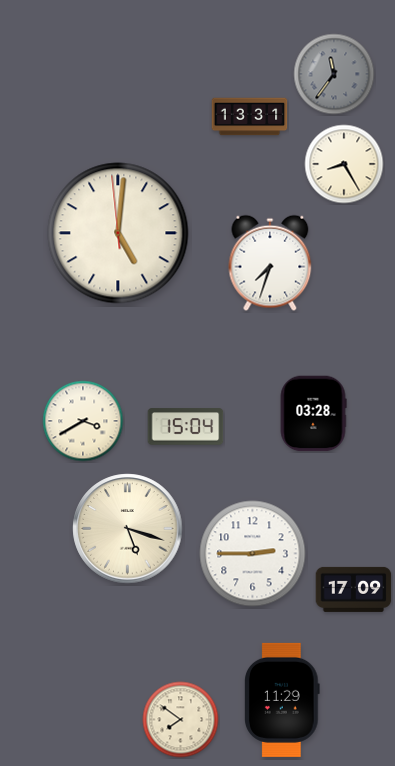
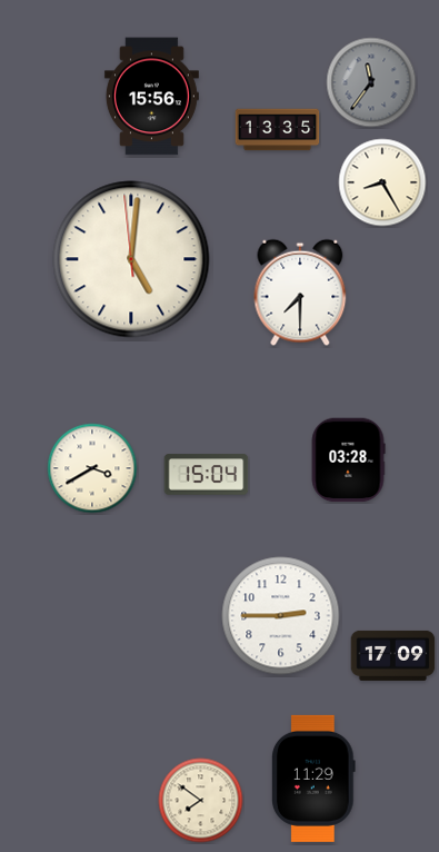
clock at (151, 97): none -> 15:56
clock at (250, 117): 13:31 -> 13:35
clock at (270, 263): 7:33 -> 7:30
clock at (128, 529): 5:18 -> none
